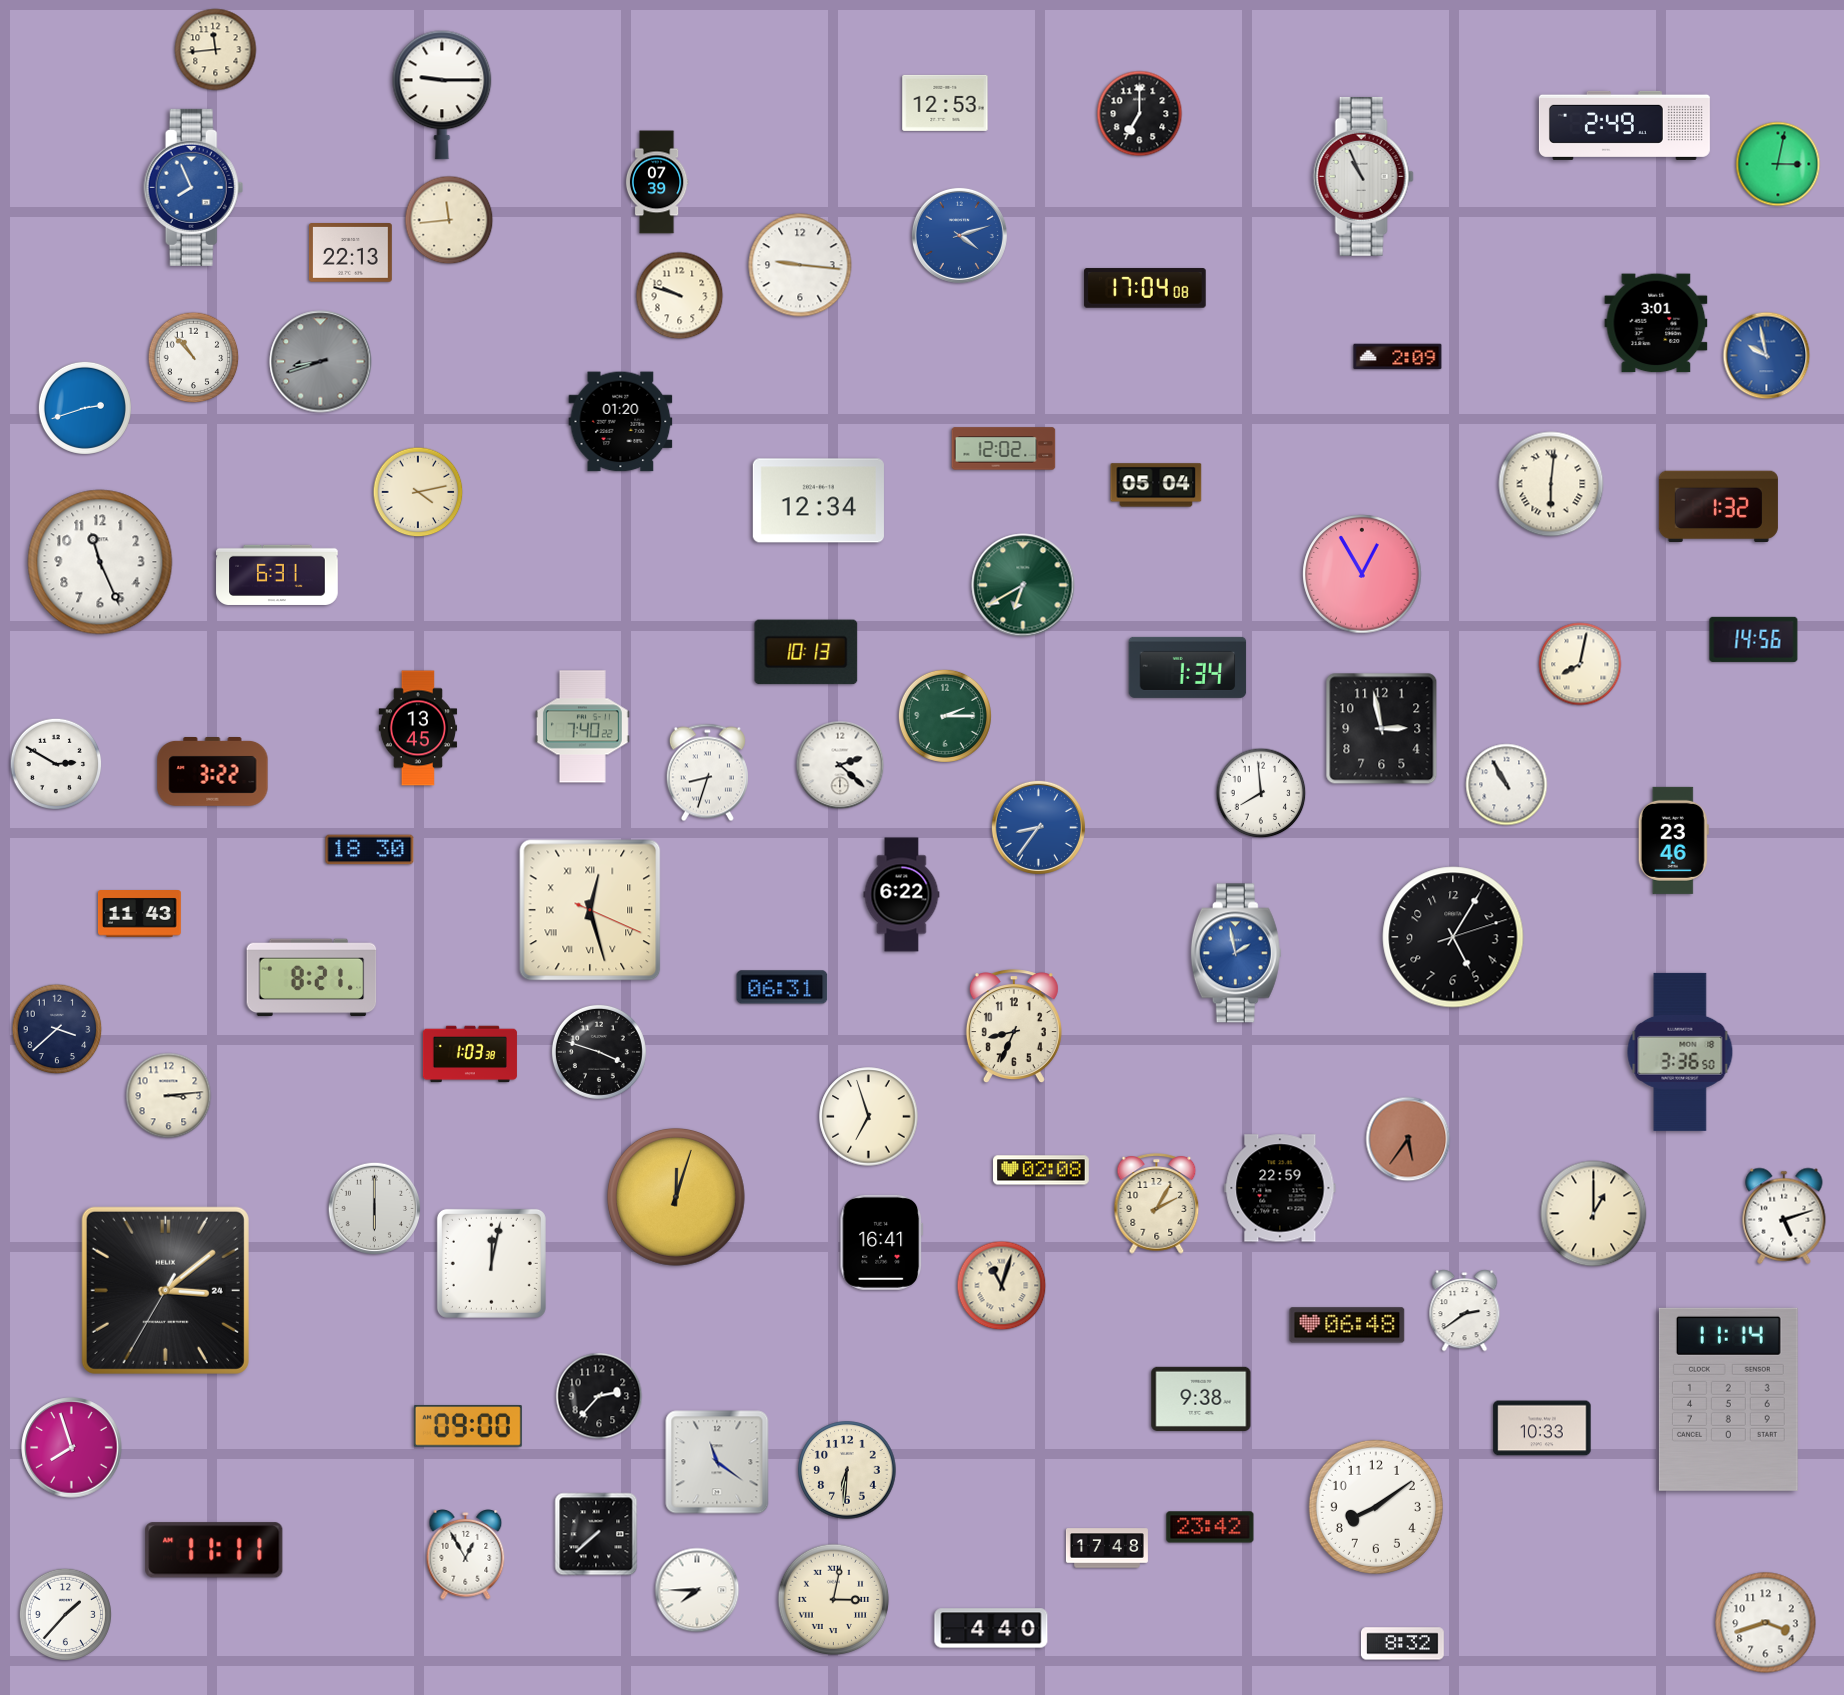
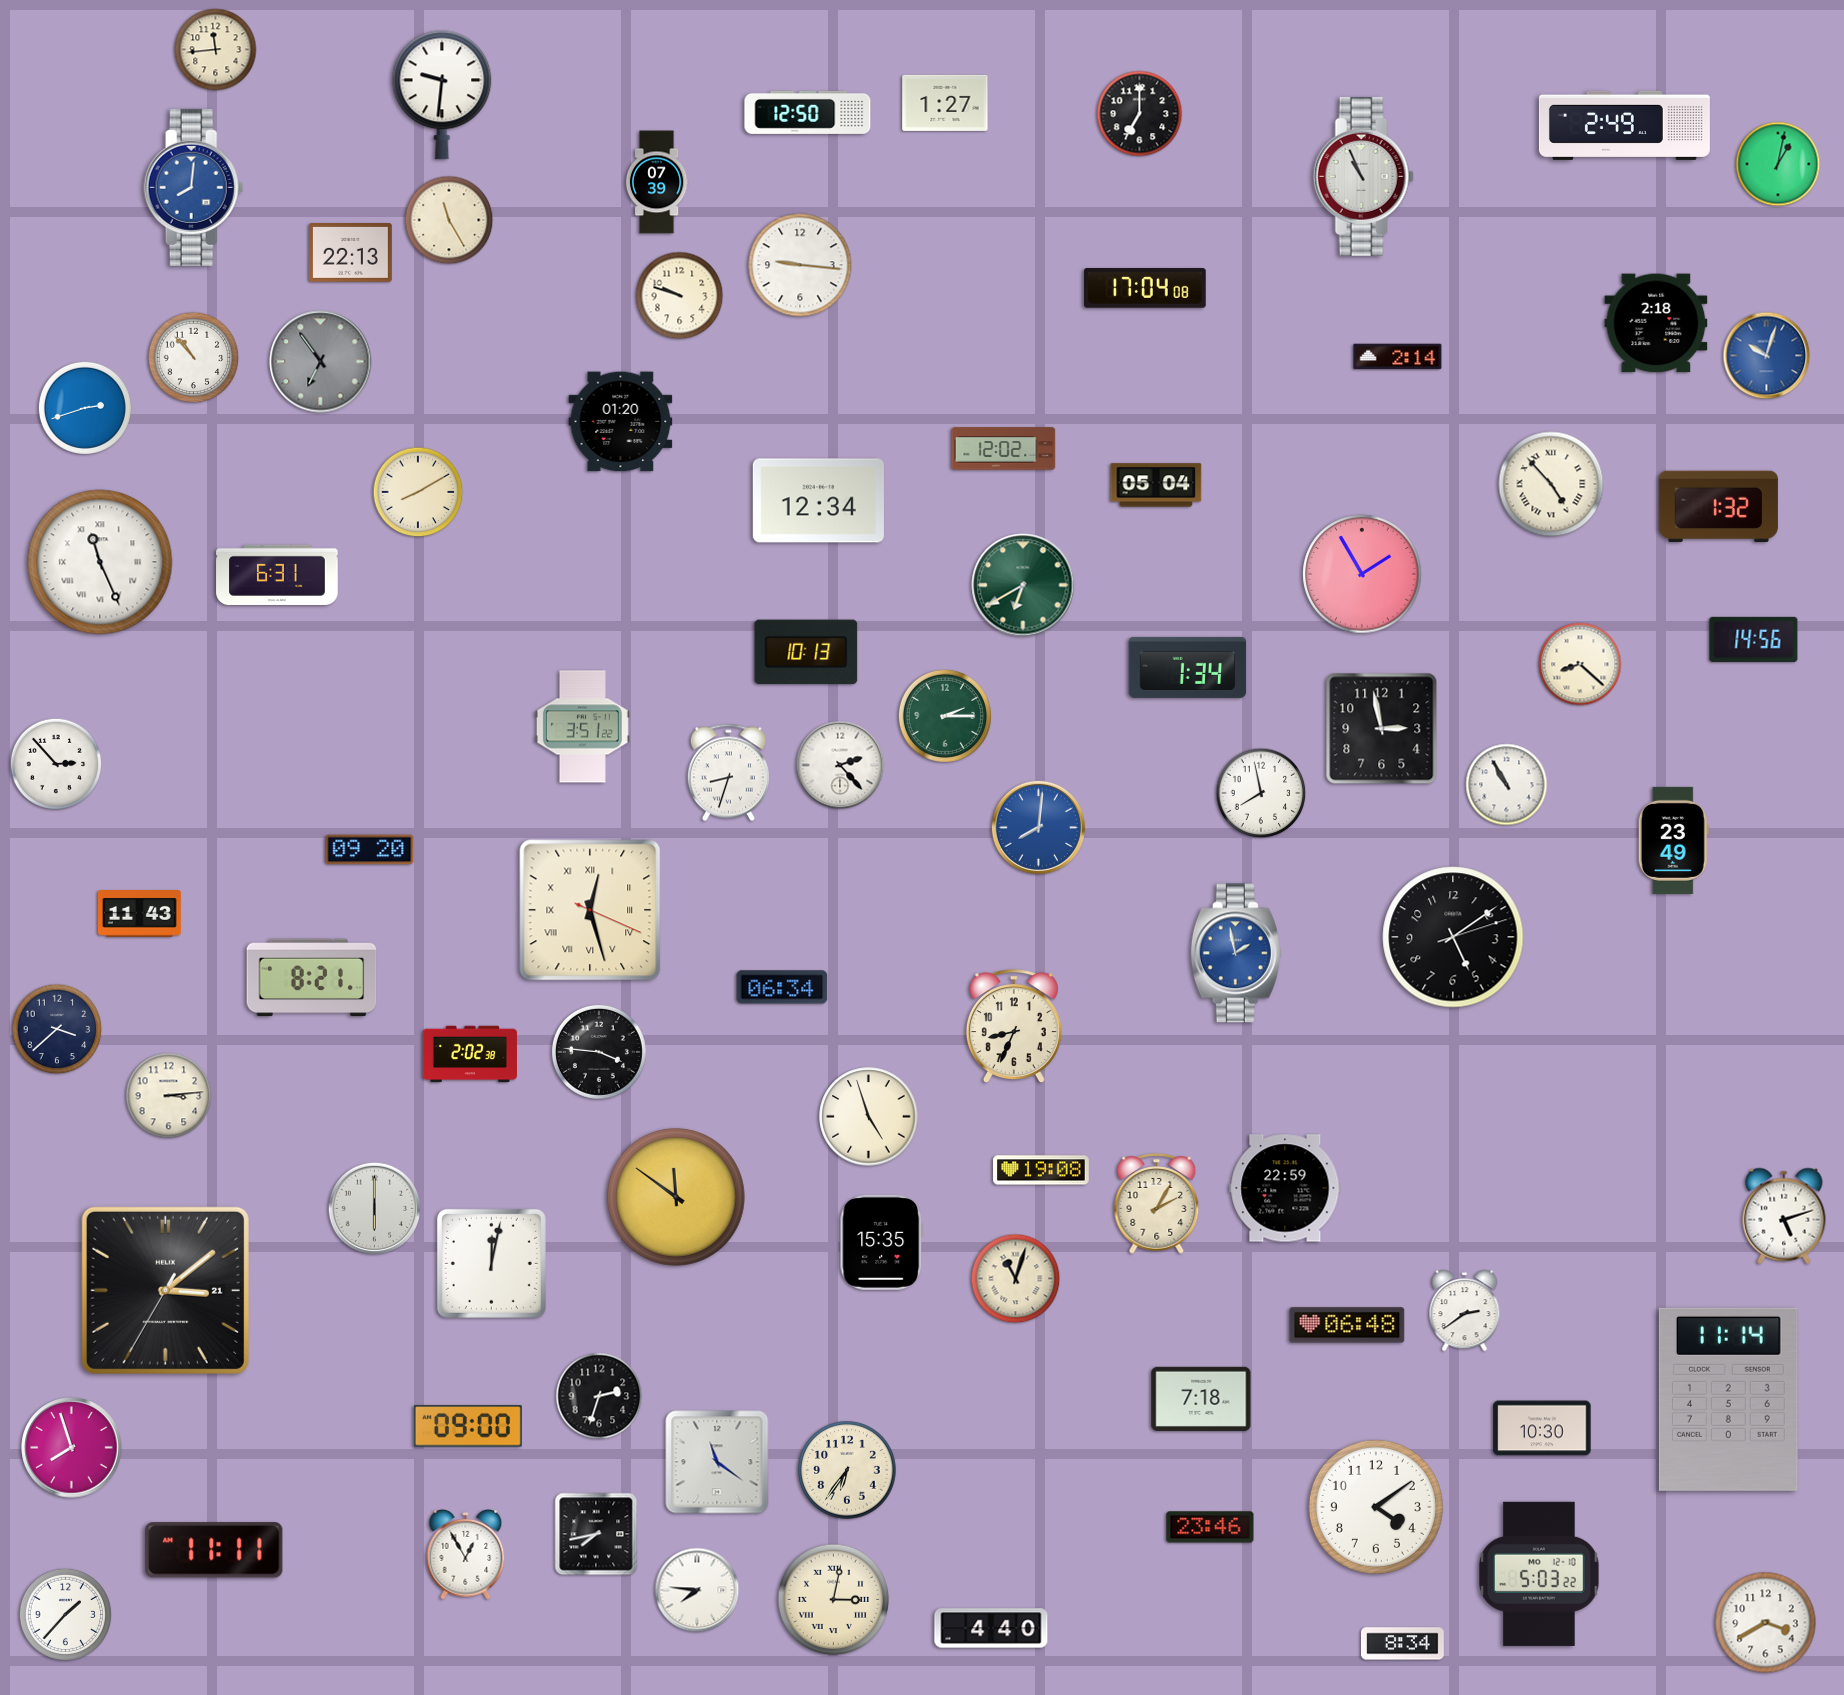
clock at (442, 95): 9:15 -> 9:31
clock at (945, 103): 12:53 -> 1:27
clock at (808, 112): none -> 12:50
clock at (1778, 164): 3:02 -> 1:02
clock at (194, 187): 7:56 -> 8:01
clock at (449, 220): 11:44 -> 11:25
clock at (959, 235): 4:12 -> none
clock at (1656, 323): 3:01 -> 2:18
clock at (1767, 356): 9:58 -> 10:03
clock at (1398, 357): 2:09 -> 2:14
clock at (321, 362): 8:42 -> 6:54
clock at (1551, 484): 6:01 -> 4:53
clock at (418, 492): 4:13 -> 8:10
clock at (100, 562) numerals: Arabic -> Roman
clock at (1362, 574): 12:55 -> 1:55
clock at (1580, 664): 8:02 -> 8:22
clock at (582, 727): 7:40 -> 3:51
clock at (418, 728): 13:45 -> none
clock at (56, 764): 2:50 -> 2:53
clock at (840, 765): 2:22 -> 2:23
clock at (213, 772): 3:22 -> none
clock at (707, 773) position: (707, 773) -> (728, 773)
clock at (1261, 793): 7:59 -> 7:58
clock at (1038, 827): 8:36 -> 8:01
clock at (1673, 840): 23:46 -> 23:49
clock at (370, 850): 18:30 -> 09:20
clock at (902, 895): 6:22 -> none
clock at (1453, 937): 5:05 -> 5:09
clock at (782, 987): 06:31 -> 06:34
clock at (599, 1052): 3:48 -> 3:46
clock at (1680, 1052): 3:36 -> none
clock at (470, 1054): 1:03 -> 2:02
clock at (869, 1117): 6:57 -> 4:57
clock at (1408, 1139): 5:36 -> none
clock at (1042, 1170): 02:08 -> 19:08
clock at (1280, 1188) position: (1280, 1188) -> (1285, 1188)
clock at (676, 1197): 12:03 -> 11:51
clock at (1594, 1214): 1:00 -> none
clock at (882, 1242): 16:41 -> 15:35
clock at (1002, 1286) position: (1002, 1286) -> (1016, 1279)
clock at (165, 1290) date: 24 -> 21
clock at (599, 1396): 2:37 -> 2:33
clock at (1201, 1399): 9:38 -> 7:18
clock at (1542, 1428): 10:33 -> 10:30
clock at (847, 1470): 6:31 -> 6:36
clock at (1376, 1507): 8:09 -> 4:09
clock at (1210, 1527): 23:42 -> 23:46
clock at (596, 1534): 7:38 -> 7:43
clock at (1107, 1548): 17:48 -> none
clock at (1539, 1574): none -> 5:03
clock at (697, 1590): 7:45 -> 7:46
clock at (1766, 1623): 3:42 -> 3:40
clock at (1402, 1644): 8:32 -> 8:34
